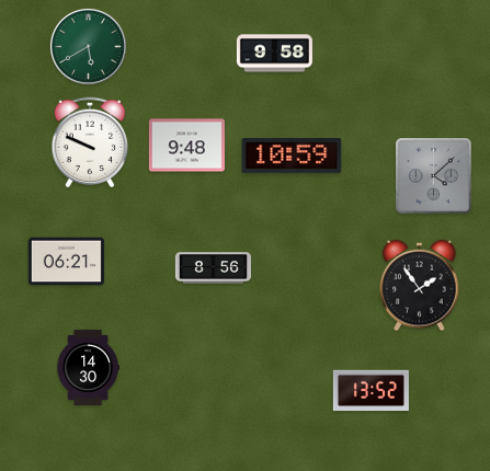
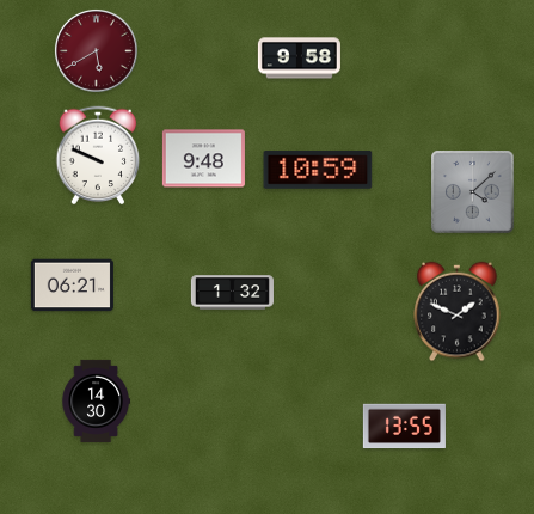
clock at (88, 46) dial: green -> burgundy
clock at (213, 268): 8:56 -> 1:32
clock at (420, 286): 1:54 -> 1:49
clock at (371, 391): 13:52 -> 13:55
